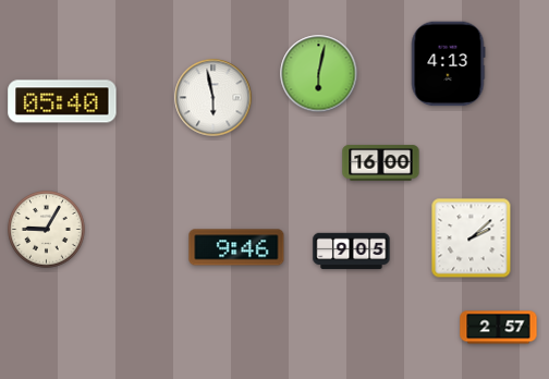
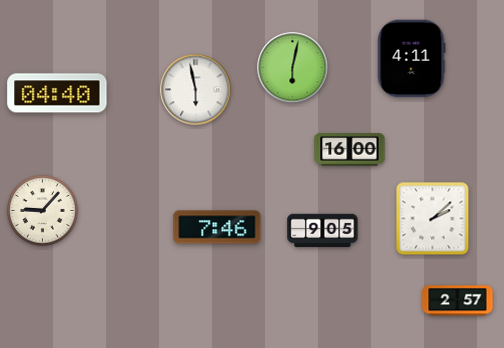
clock at (448, 64): 4:13 -> 4:11
clock at (62, 101): 05:40 -> 04:40
clock at (47, 230): 9:05 -> 9:07
clock at (236, 247): 9:46 -> 7:46
